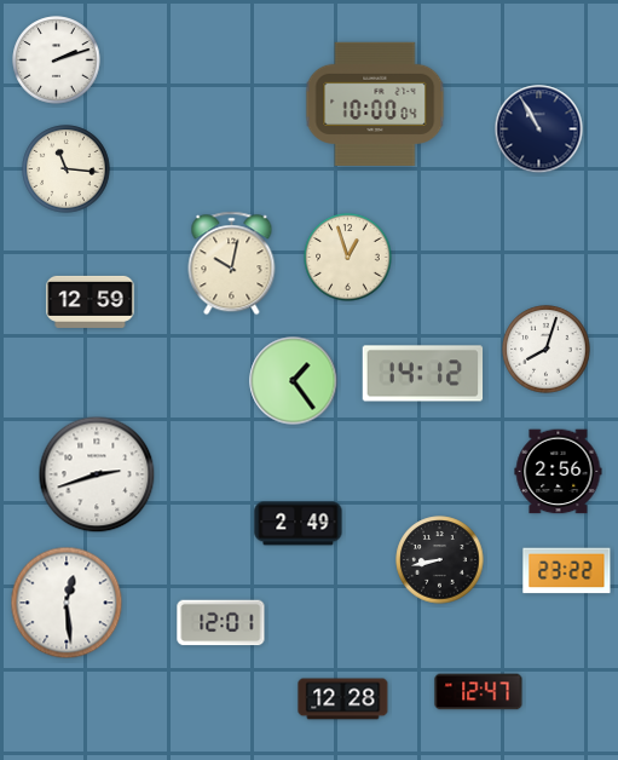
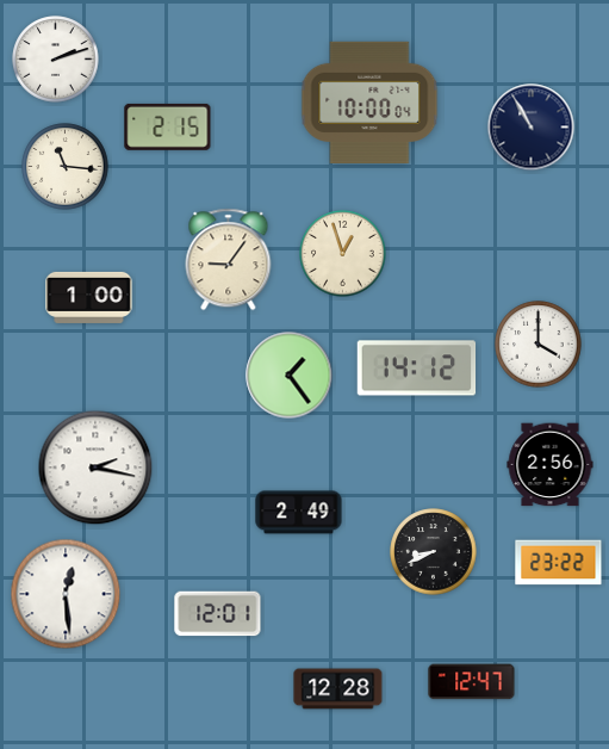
clock at (168, 126): none -> 2:15
clock at (232, 264): 10:02 -> 9:06
clock at (91, 301): 12:59 -> 1:00
clock at (547, 350): 8:03 -> 4:00
clock at (97, 474): 2:42 -> 2:17
clock at (299, 524) position: (299, 524) -> (299, 513)
clock at (440, 560): 8:43 -> 8:41
